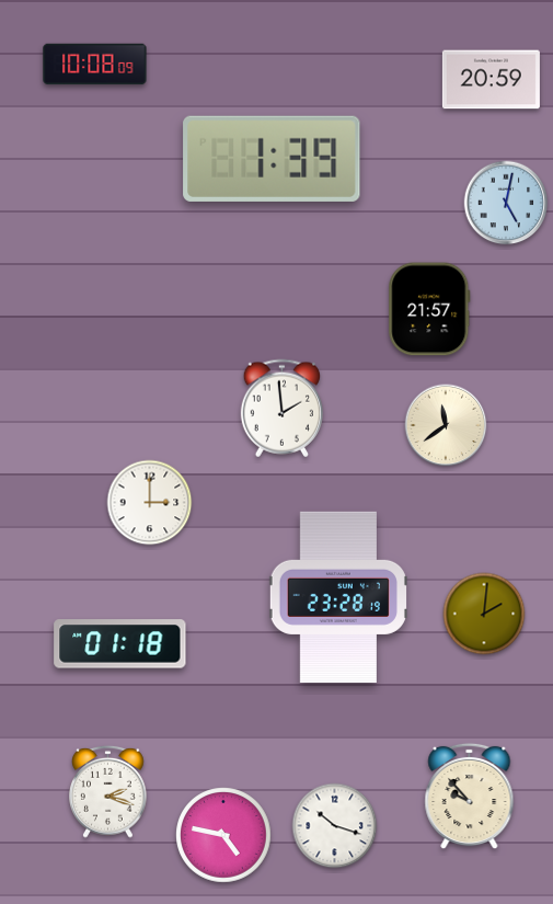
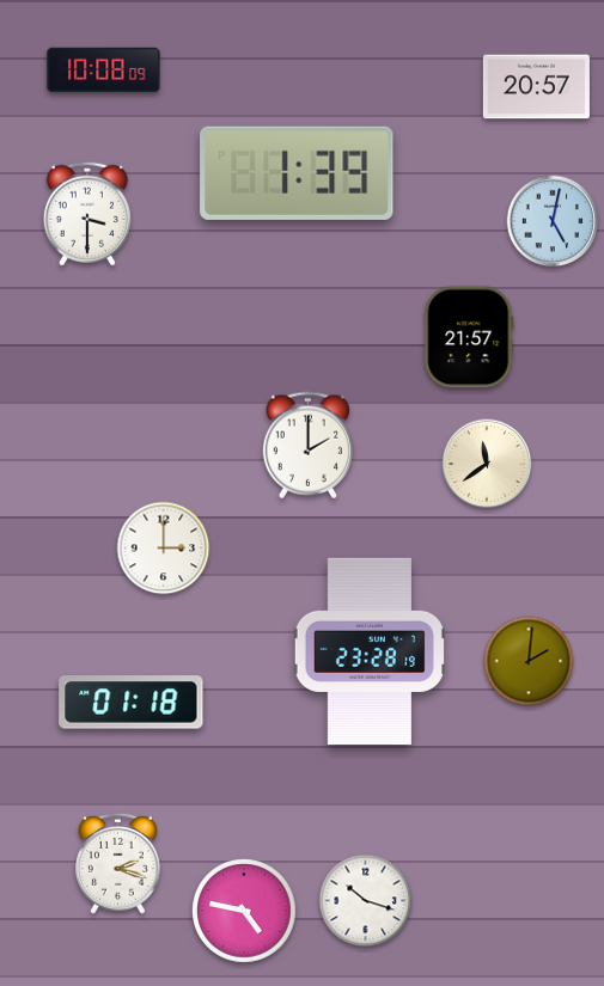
clock at (491, 80): 20:59 -> 20:57
clock at (87, 214): none -> 3:30
clock at (281, 409): 1:59 -> 2:00
clock at (484, 614) position: (484, 614) -> (529, 661)
clock at (470, 797): 9:53 -> none
